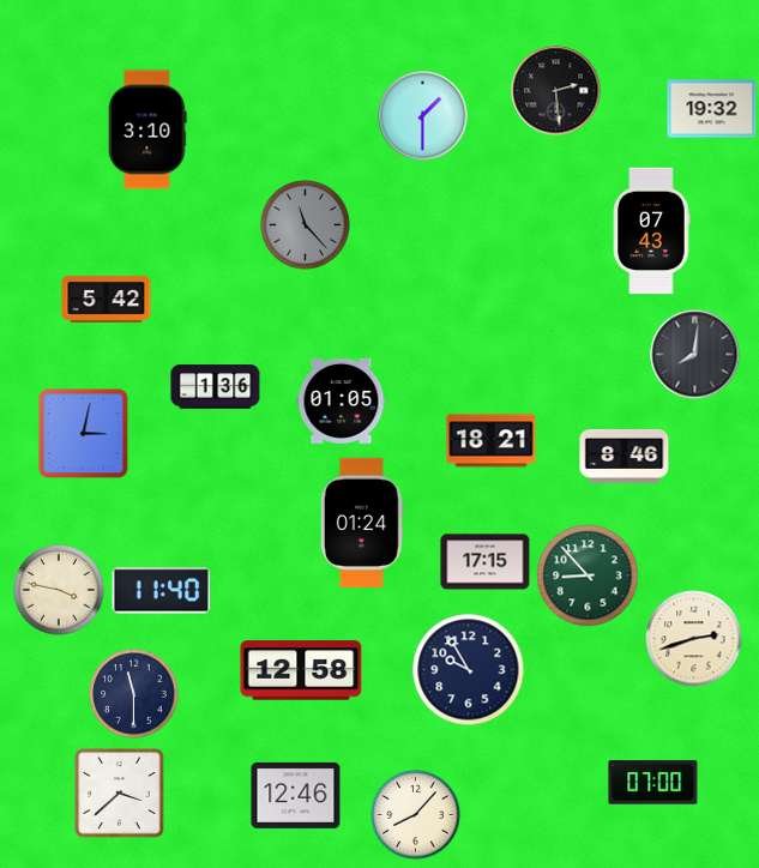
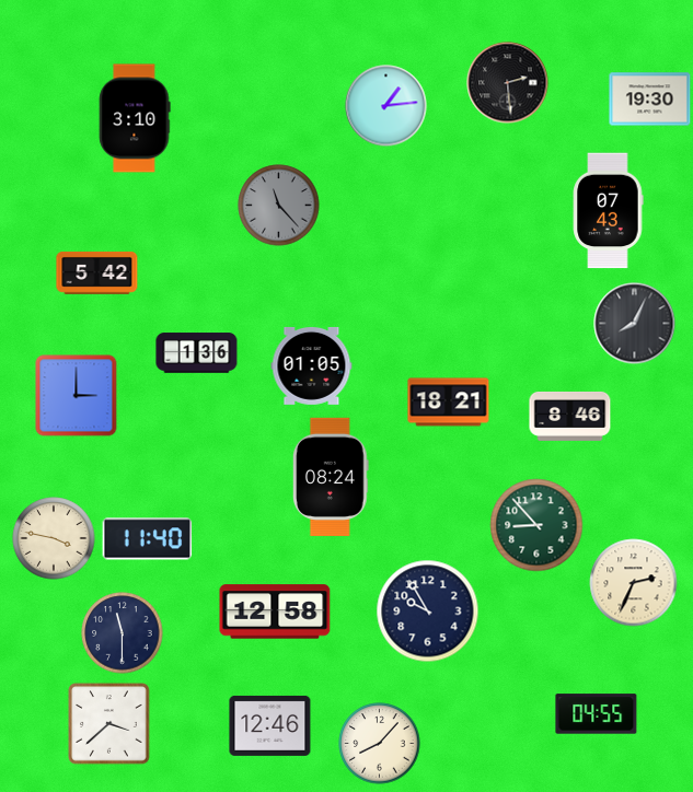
clock at (712, 109): 19:32 -> 19:30
clock at (423, 116): 1:30 -> 1:14
clock at (651, 231) position: (651, 231) -> (608, 211)
clock at (695, 355): 8:01 -> 8:04
clock at (84, 434): 3:02 -> 3:00
clock at (362, 523): 01:24 -> 08:24
clock at (486, 562): 17:15 -> none
clock at (694, 639): 2:42 -> 2:34
clock at (653, 783): 07:00 -> 04:55
